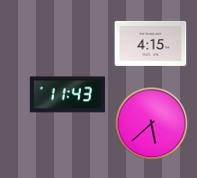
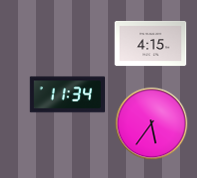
clock at (67, 95): 11:43 -> 11:34
clock at (152, 124): 5:38 -> 5:36
